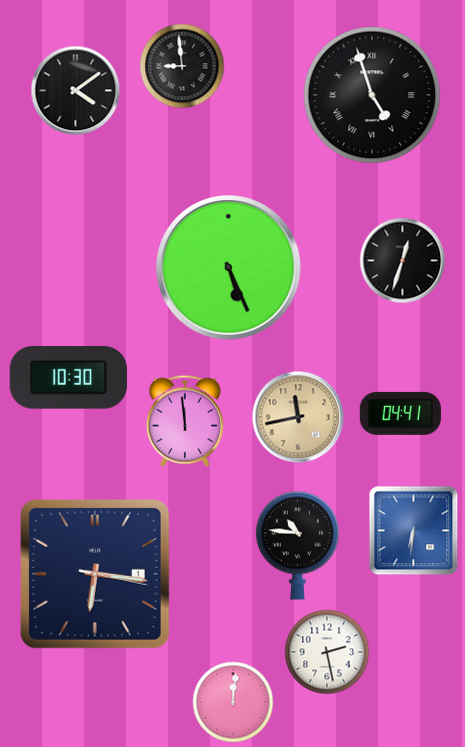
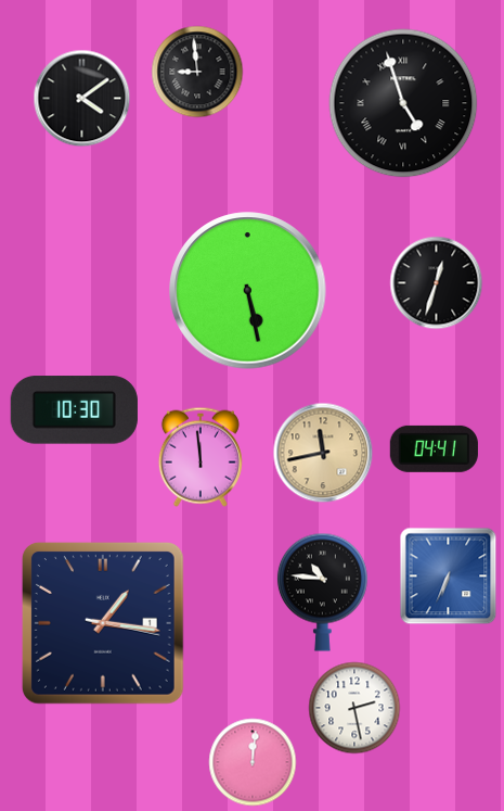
clock at (229, 268): 5:26 -> 5:28
clock at (414, 531): 6:31 -> 6:34
clock at (95, 574): 6:16 -> 1:16
